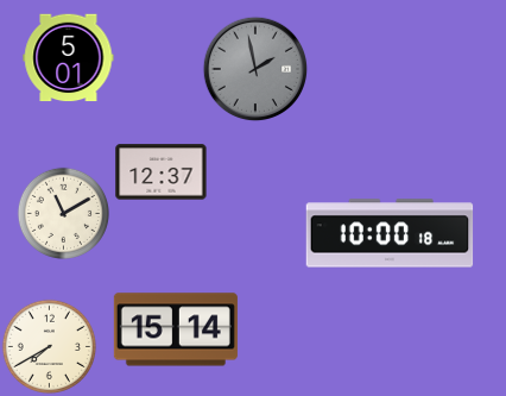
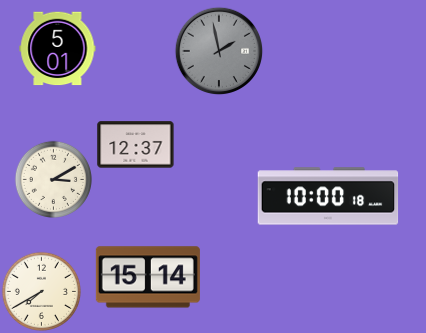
clock at (255, 69) position: (255, 69) -> (219, 51)
clock at (63, 213): 11:10 -> 3:10
